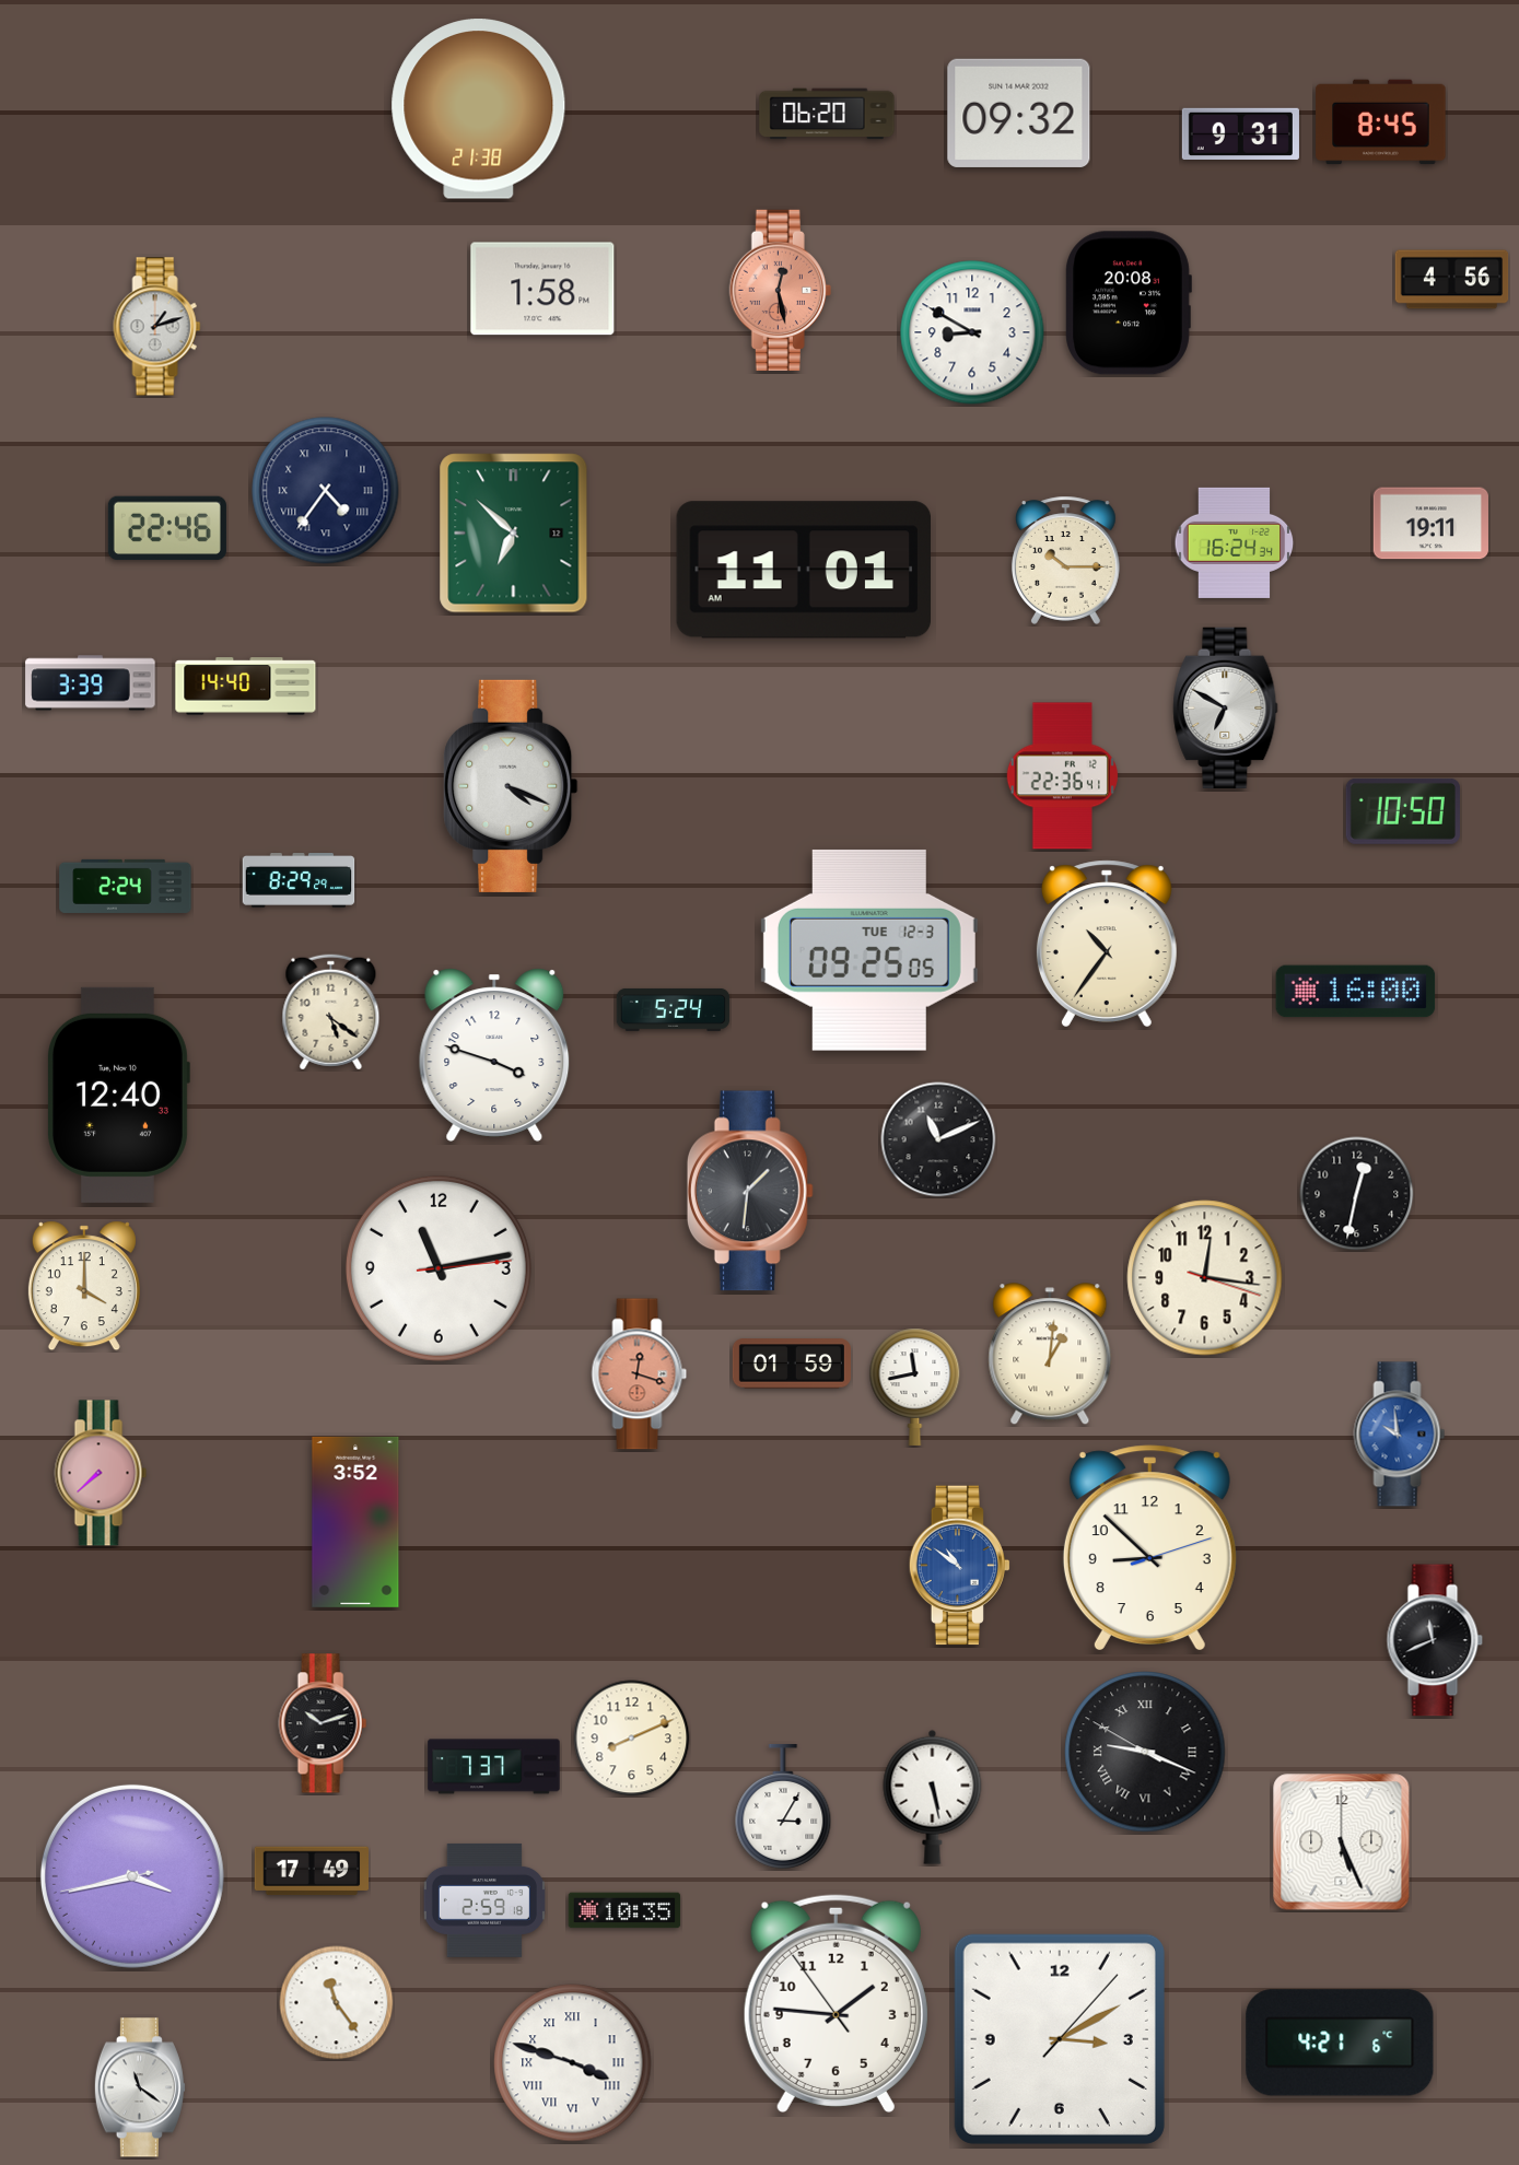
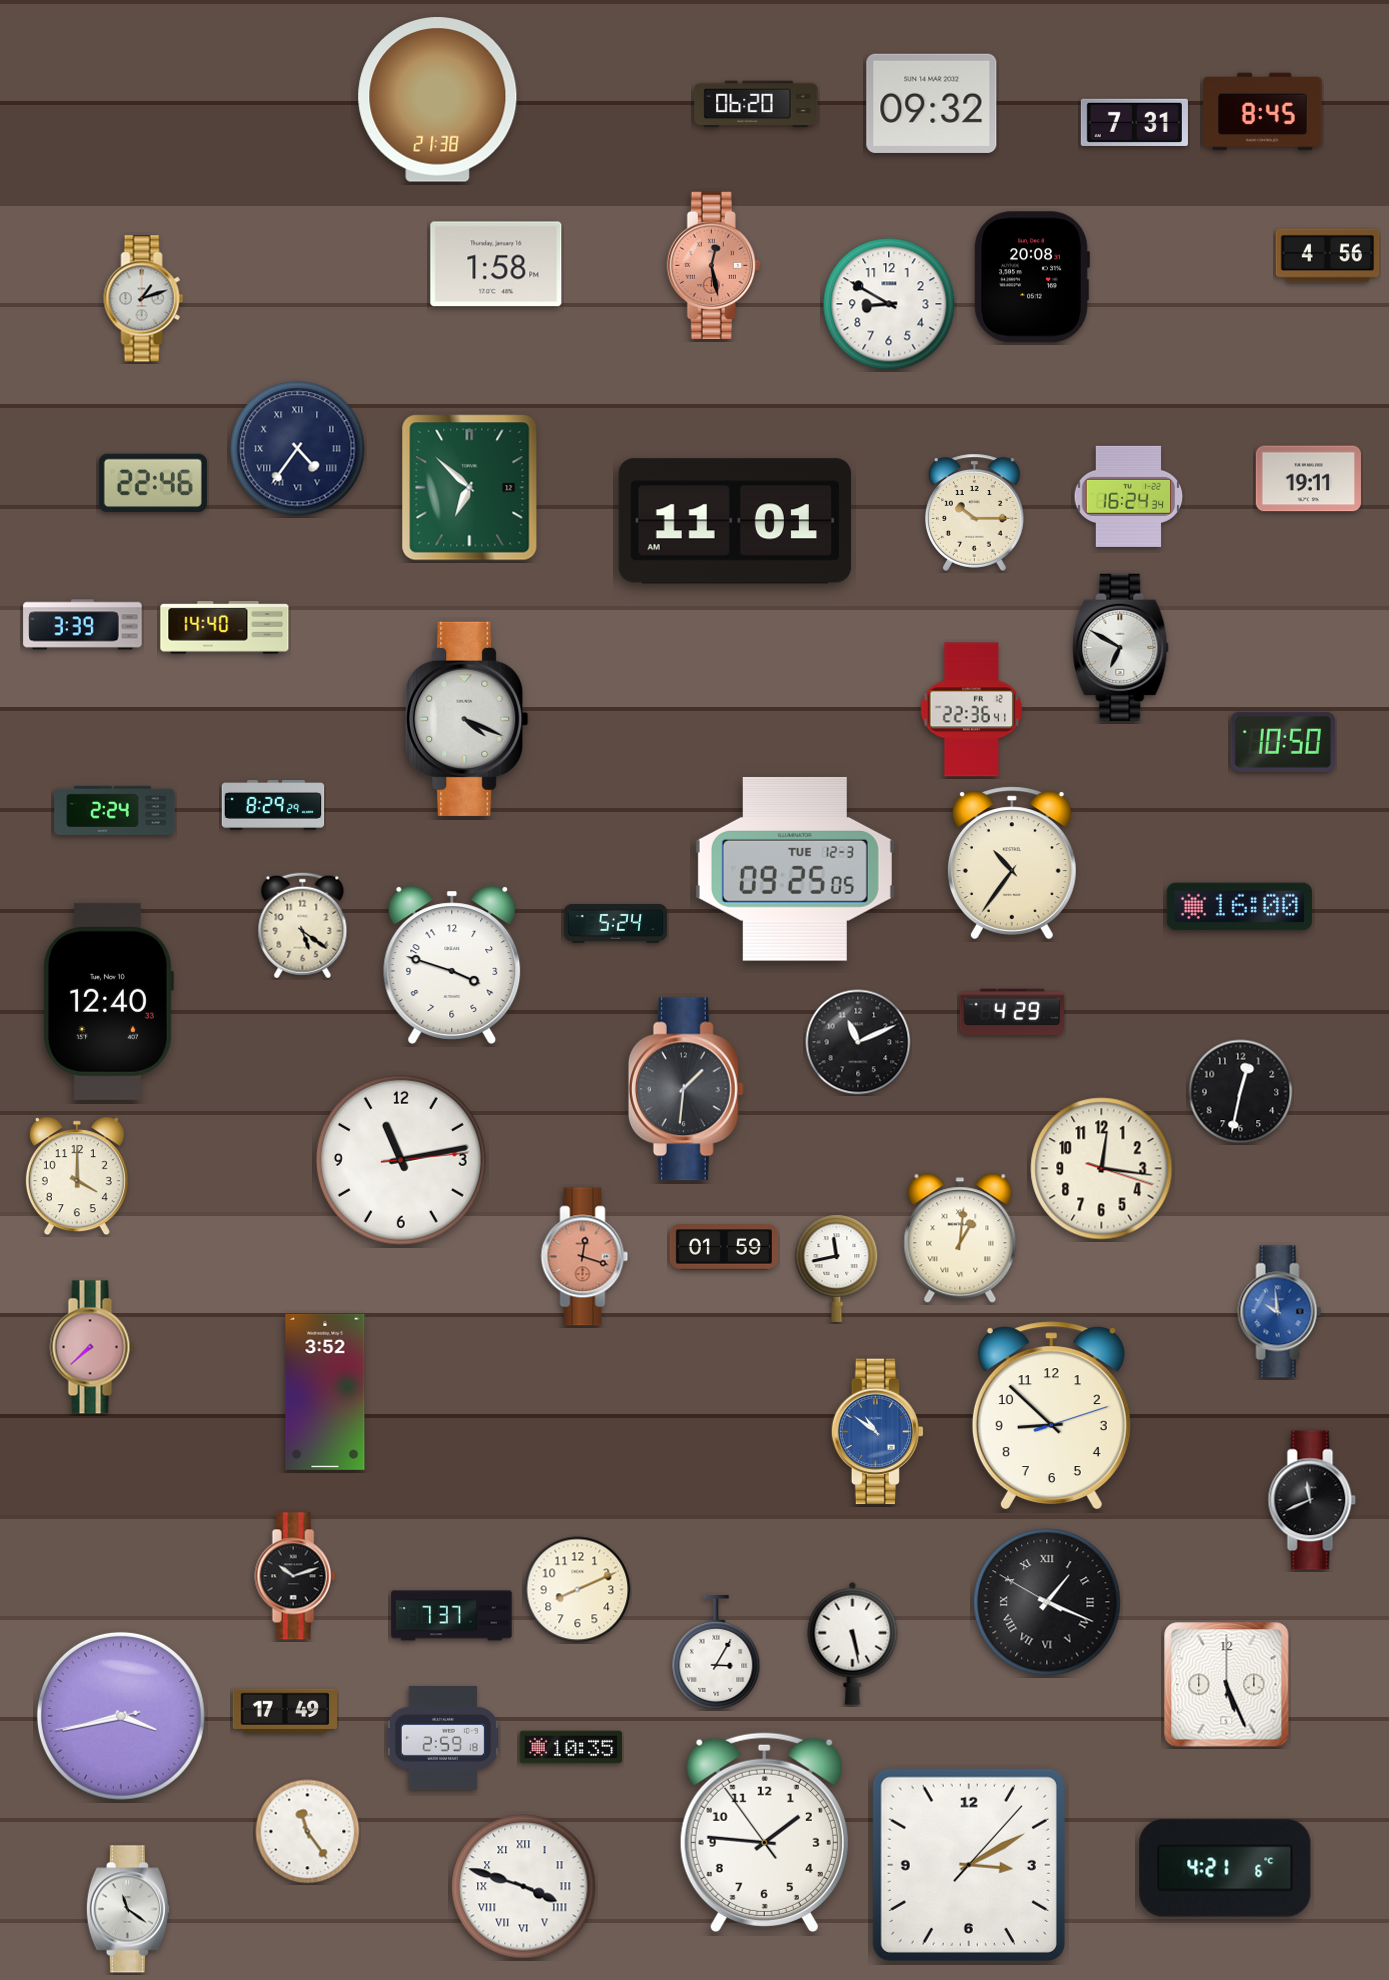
clock at (1240, 133): 9:31 -> 7:31
clock at (1011, 1011): none -> 4:29
clock at (1145, 1752): 9:18 -> 1:18
